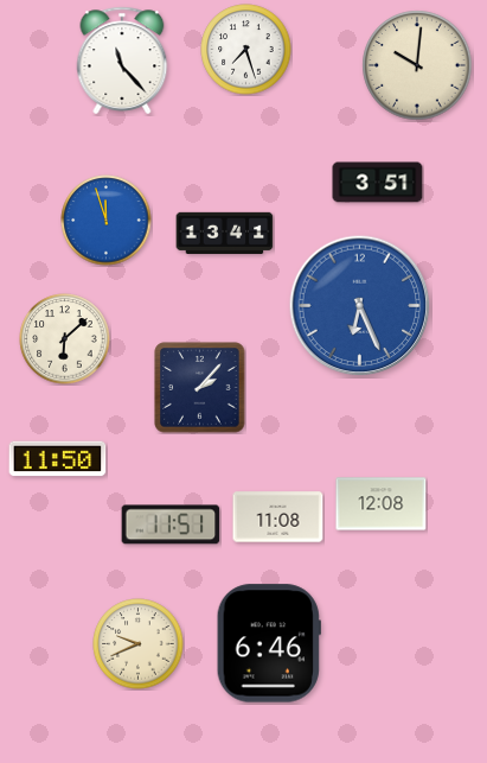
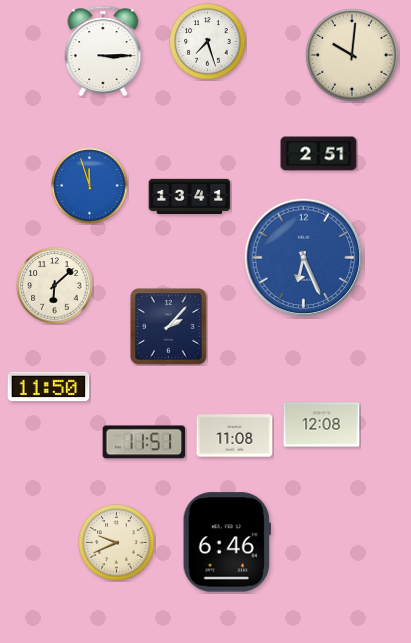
clock at (122, 59): 11:23 -> 3:15
clock at (378, 183): 3:51 -> 2:51
